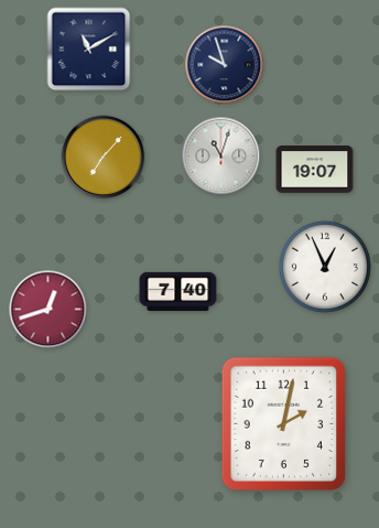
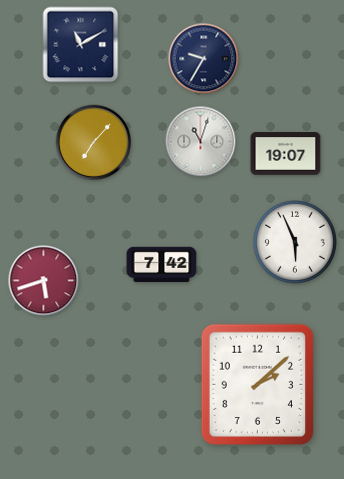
clock at (225, 65): 9:57 -> 9:35
clock at (325, 267): 12:56 -> 5:56
clock at (178, 291): 7:40 -> 7:42
clock at (48, 310): 12:42 -> 5:42
clock at (283, 423): 2:02 -> 2:08
